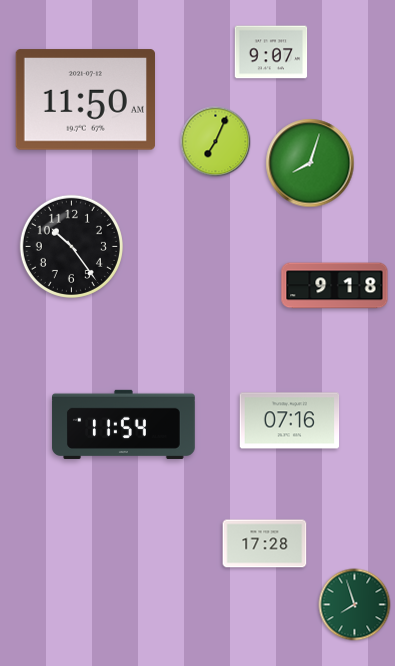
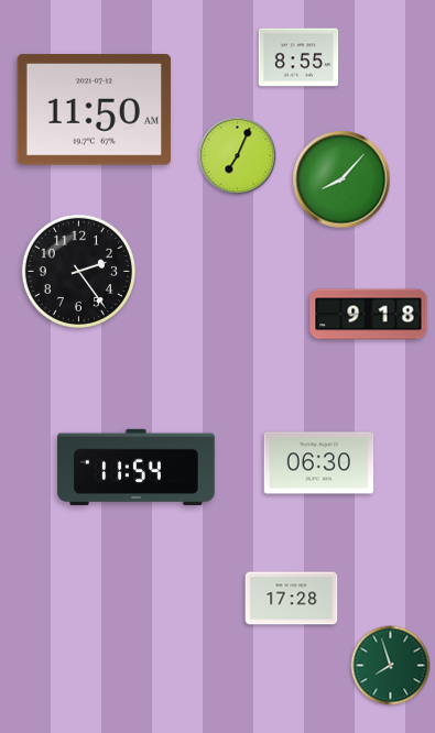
clock at (271, 52): 9:07 -> 8:55
clock at (310, 163): 8:03 -> 8:07
clock at (71, 246): 10:24 -> 2:24
clock at (290, 421): 07:16 -> 06:30
